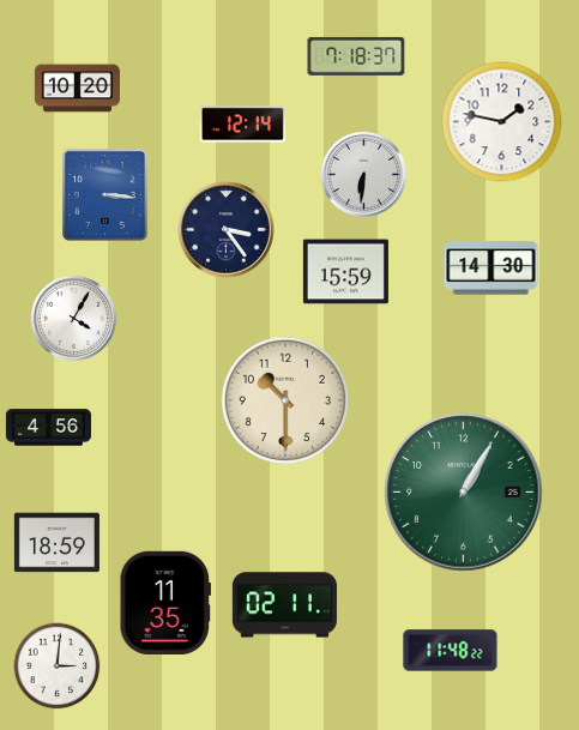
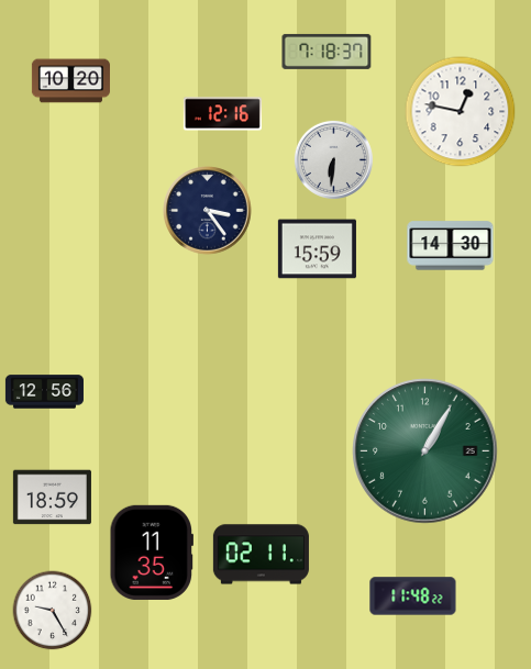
clock at (502, 122): 1:47 -> 12:47
clock at (242, 125): 12:14 -> 12:16
clock at (104, 195): 3:16 -> none
clock at (73, 318): 4:05 -> none
clock at (285, 400): 10:30 -> none
clock at (48, 428): 4:56 -> 12:56
clock at (58, 666): 3:01 -> 9:25
